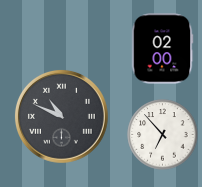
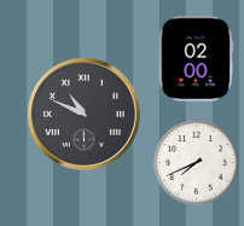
clock at (62, 117) position: (62, 117) -> (85, 115)
clock at (163, 135): 6:53 -> 7:41
